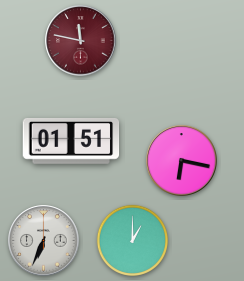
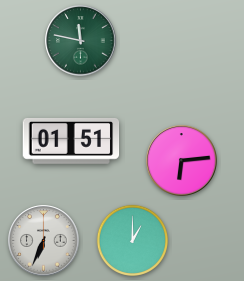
clock at (81, 41) dial: burgundy -> green
clock at (182, 161): 6:17 -> 6:14
